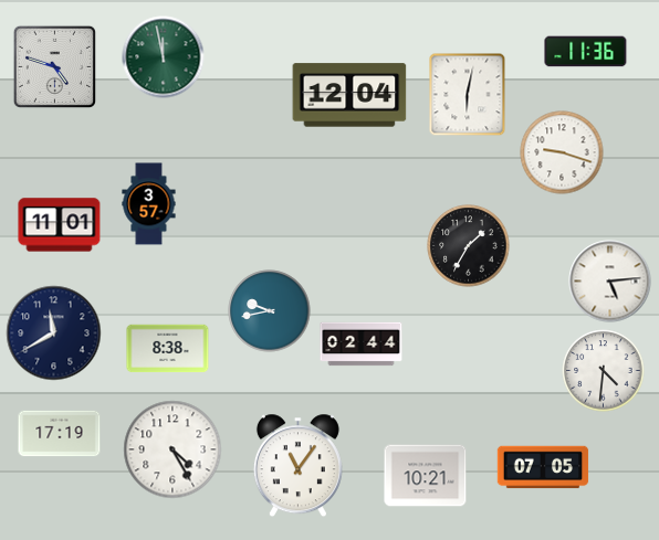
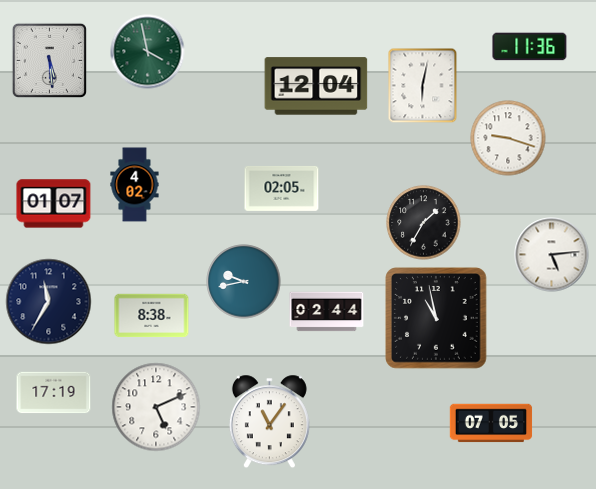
clock at (164, 57): 11:58 -> 3:58
clock at (54, 66): 4:48 -> 5:29
clock at (149, 204): 3:57 -> 4:02
clock at (282, 188): none -> 02:05
clock at (60, 225): 11:01 -> 01:07
clock at (54, 333): 11:40 -> 11:35
clock at (436, 318): none -> 10:58
clock at (604, 371): 4:31 -> none
clock at (172, 449): 4:25 -> 5:11
clock at (426, 476): 10:21 -> none
